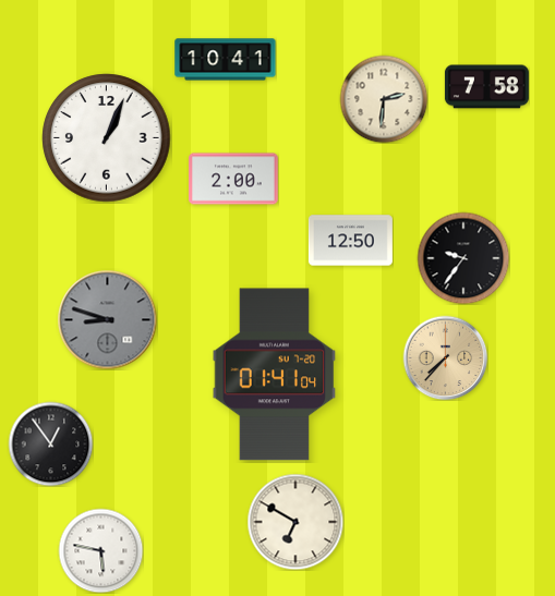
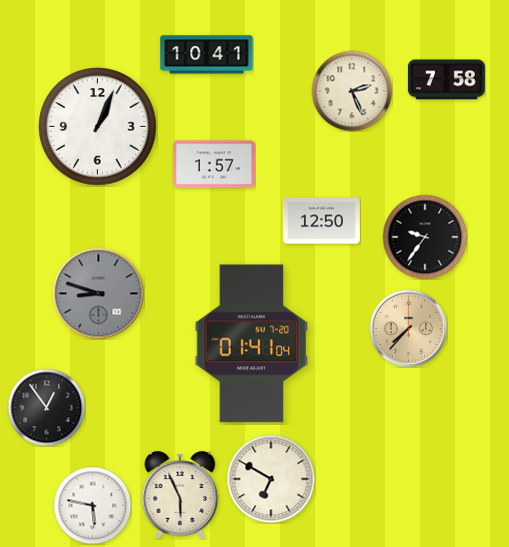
clock at (384, 99): 2:31 -> 2:26
clock at (233, 179): 2:00 -> 1:57
clock at (180, 495): none -> 5:56
